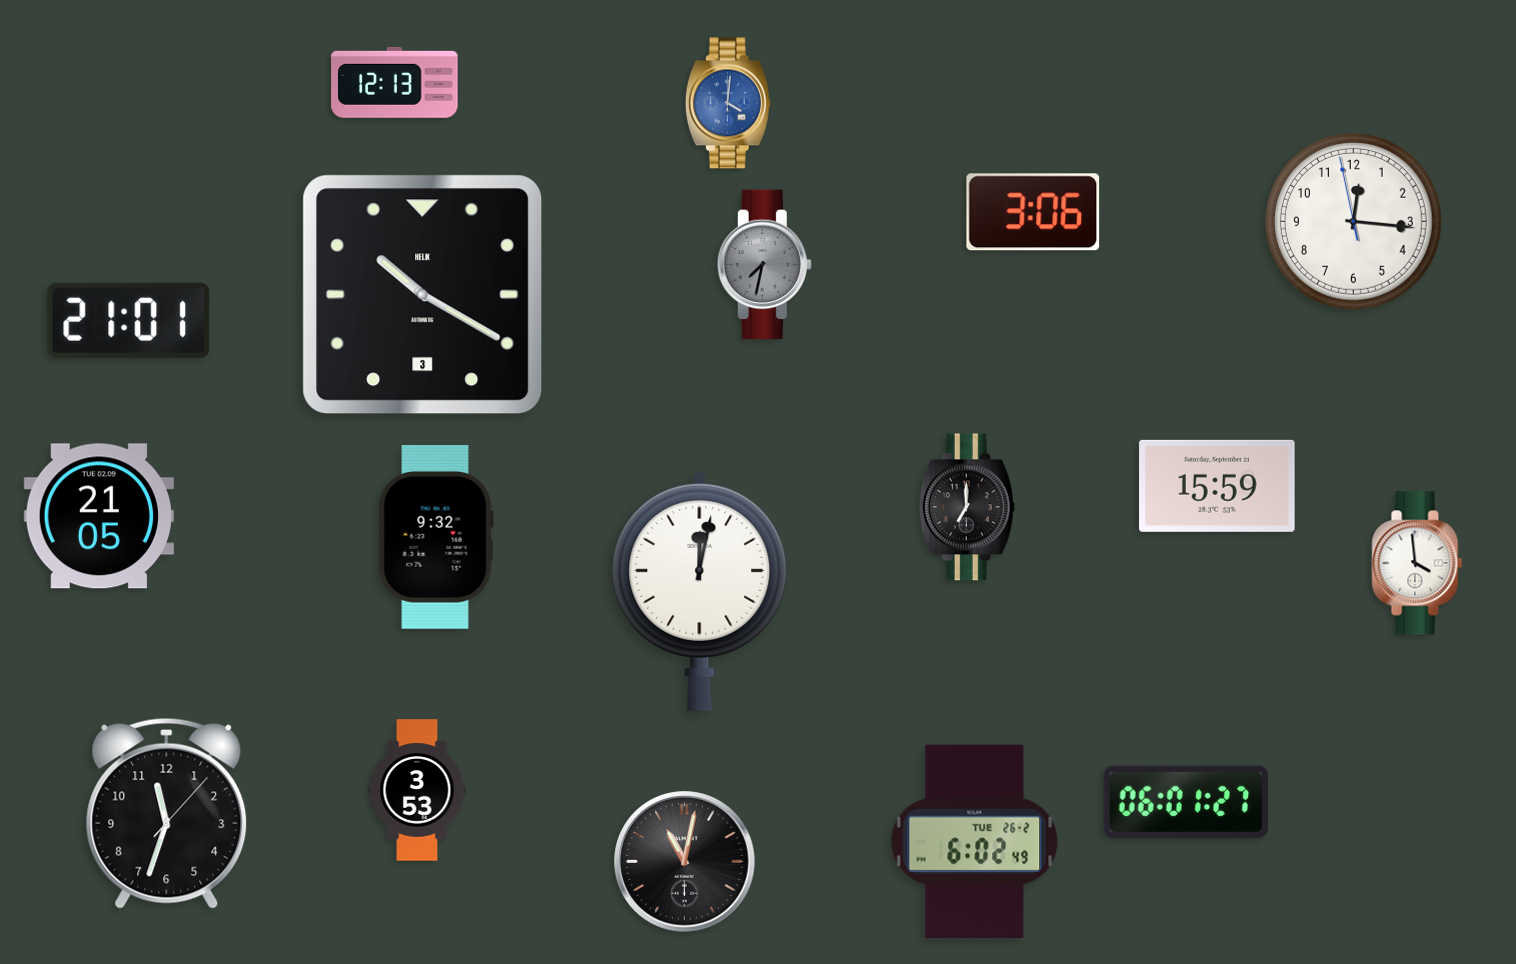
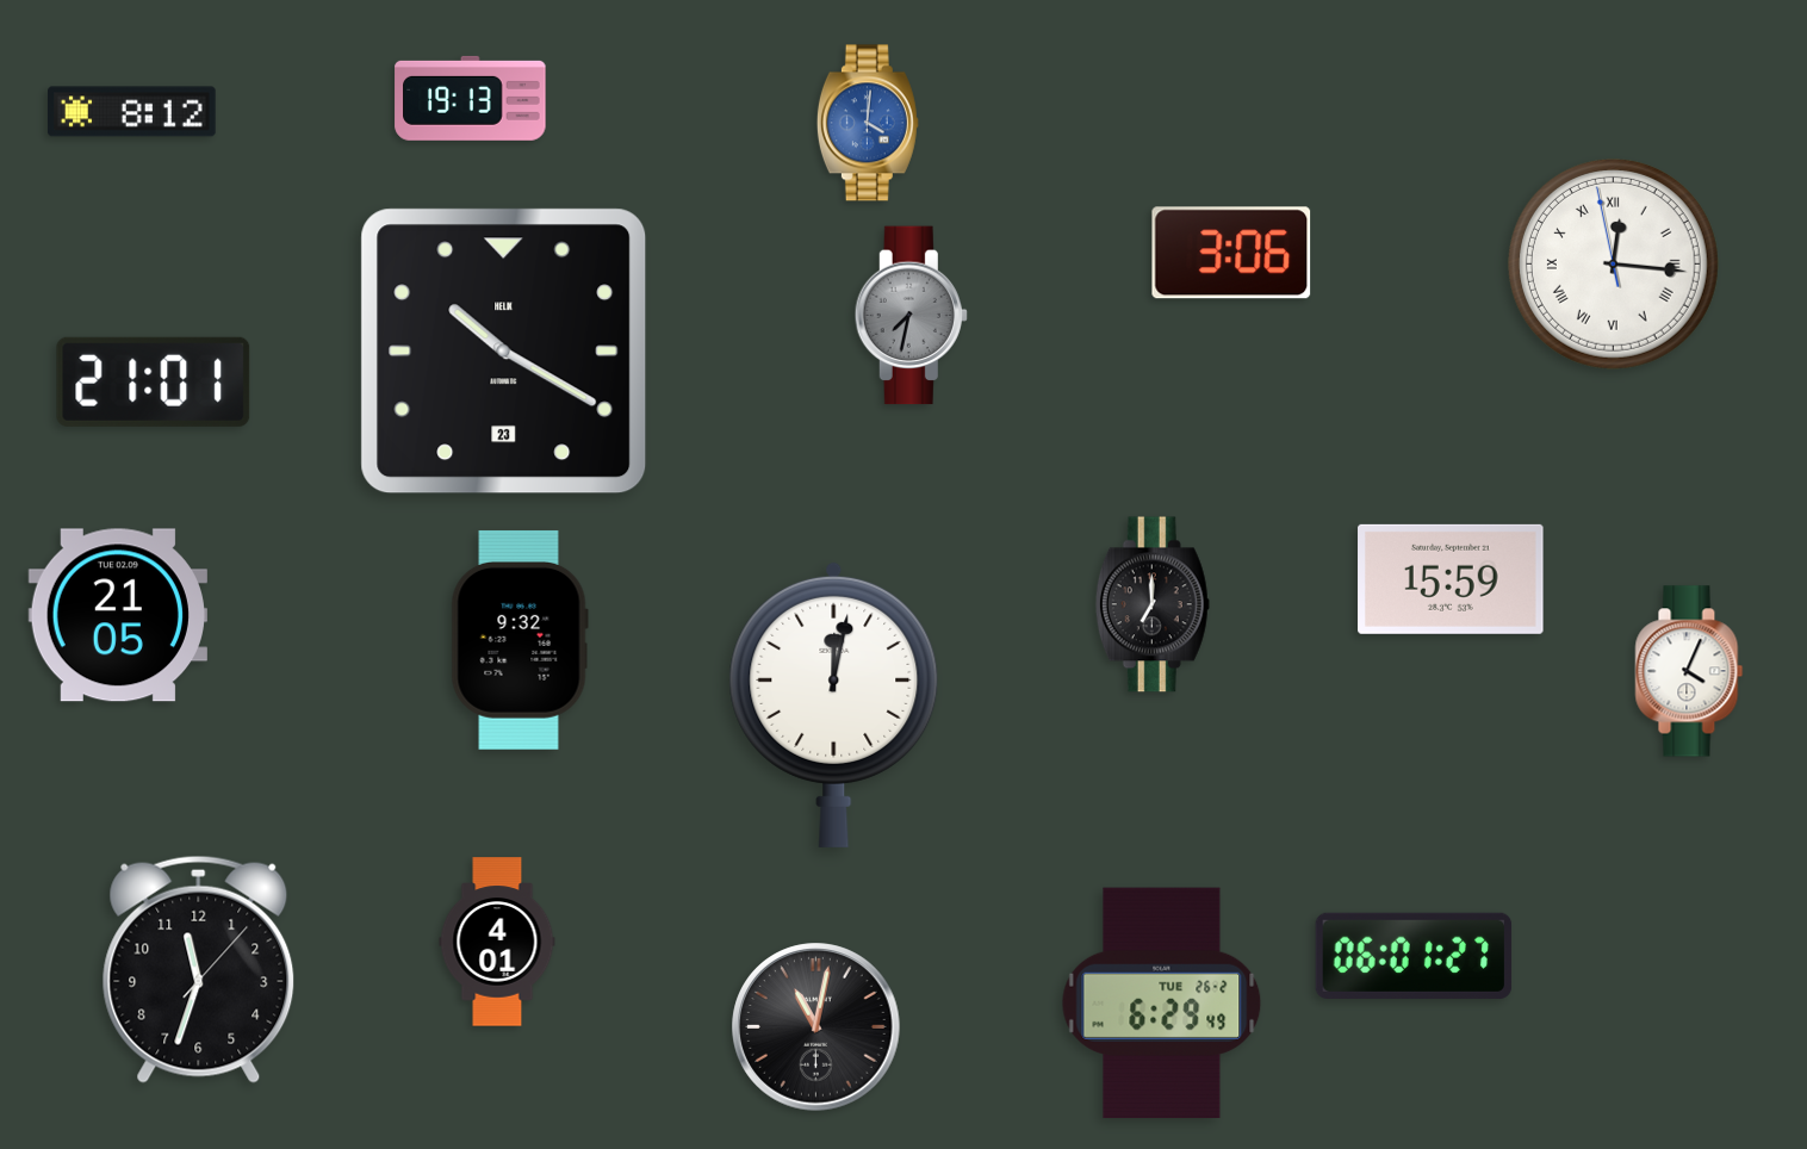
clock at (395, 82): 12:13 -> 19:13
clock at (132, 112): none -> 8:12
clock at (1353, 221) numerals: Arabic -> Roman
clock at (423, 295) date: 3 -> 23
clock at (1417, 563): 3:59 -> 4:04
clock at (417, 790): 3:53 -> 4:01
clock at (975, 841): 6:02 -> 6:29
